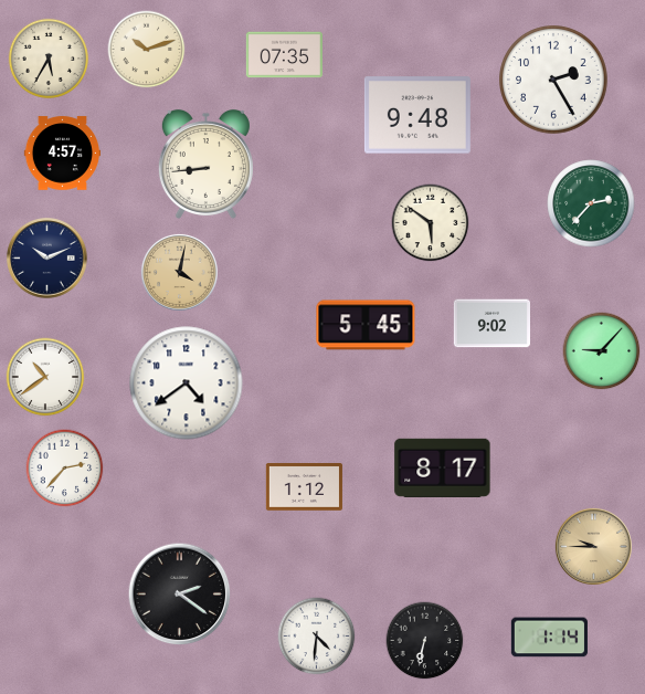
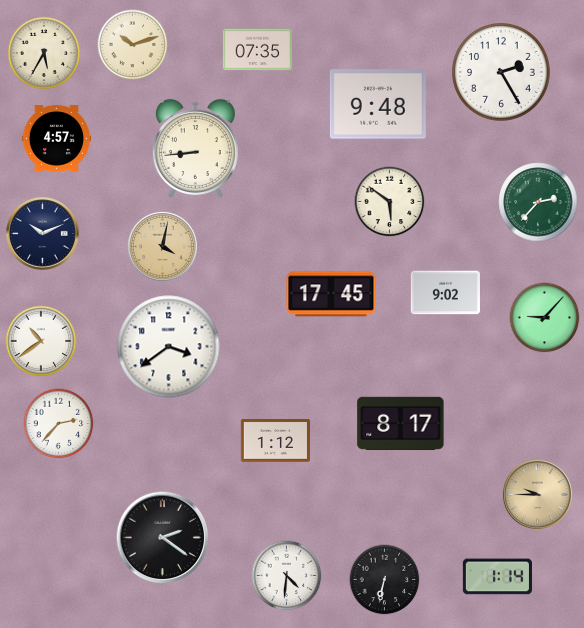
clock at (205, 164) position: (205, 164) -> (195, 148)
clock at (591, 203) position: (591, 203) -> (538, 202)
clock at (366, 325): 5:45 -> 17:45
clock at (187, 383): 4:39 -> 3:39
